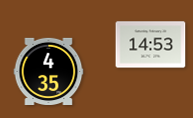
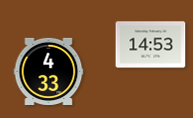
clock at (49, 71): 4:35 -> 4:33
